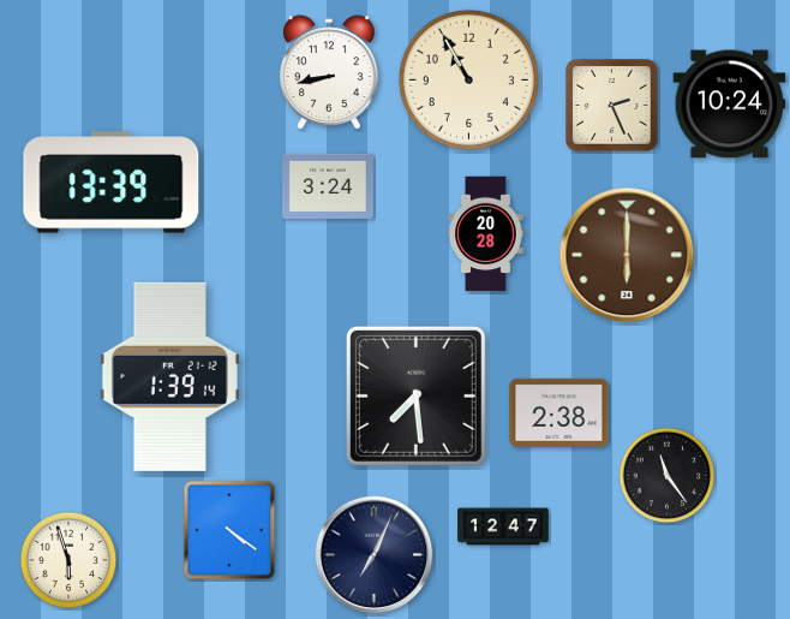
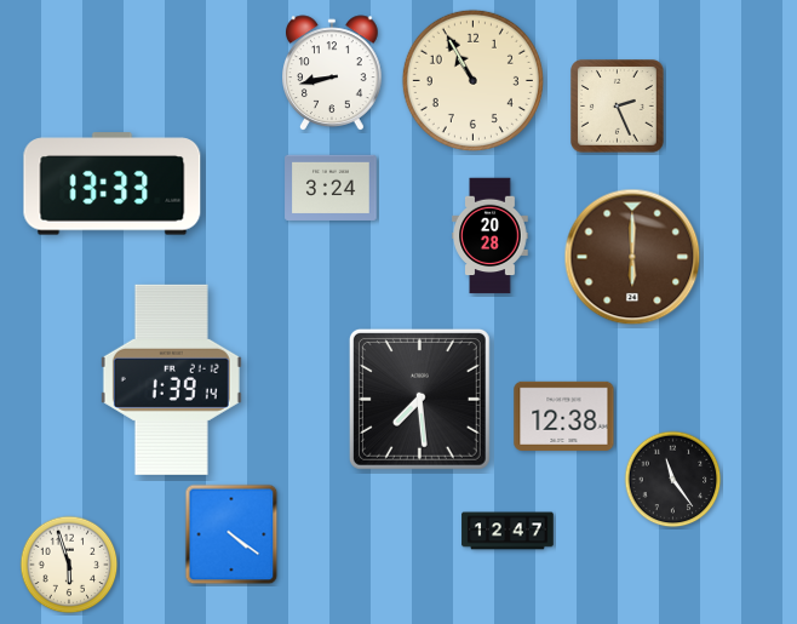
clock at (730, 105): 10:24 -> none
clock at (112, 183): 13:39 -> 13:33
clock at (559, 412): 2:38 -> 12:38
clock at (375, 555): 7:04 -> none
